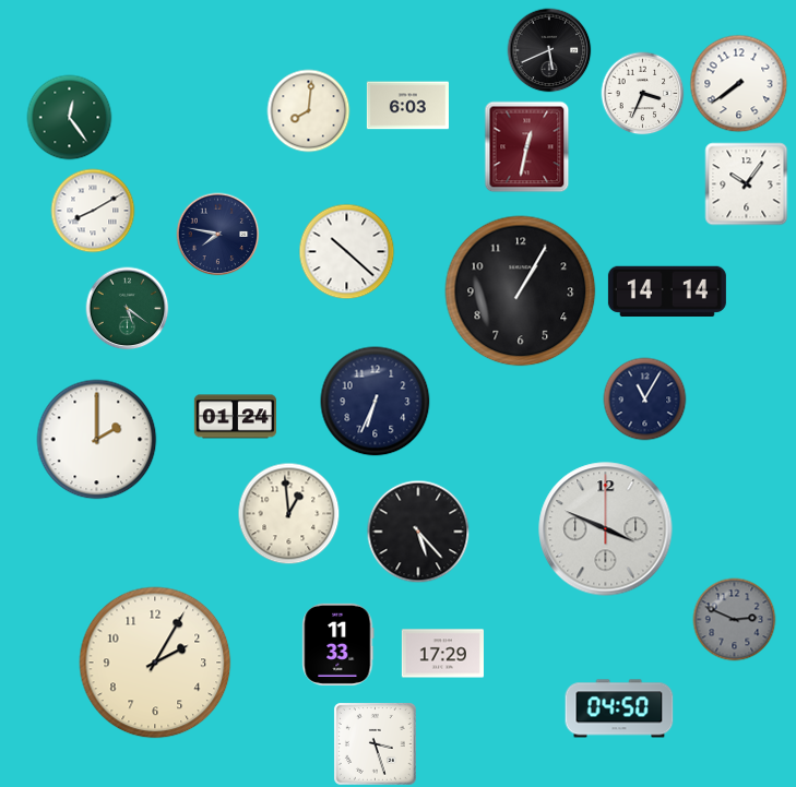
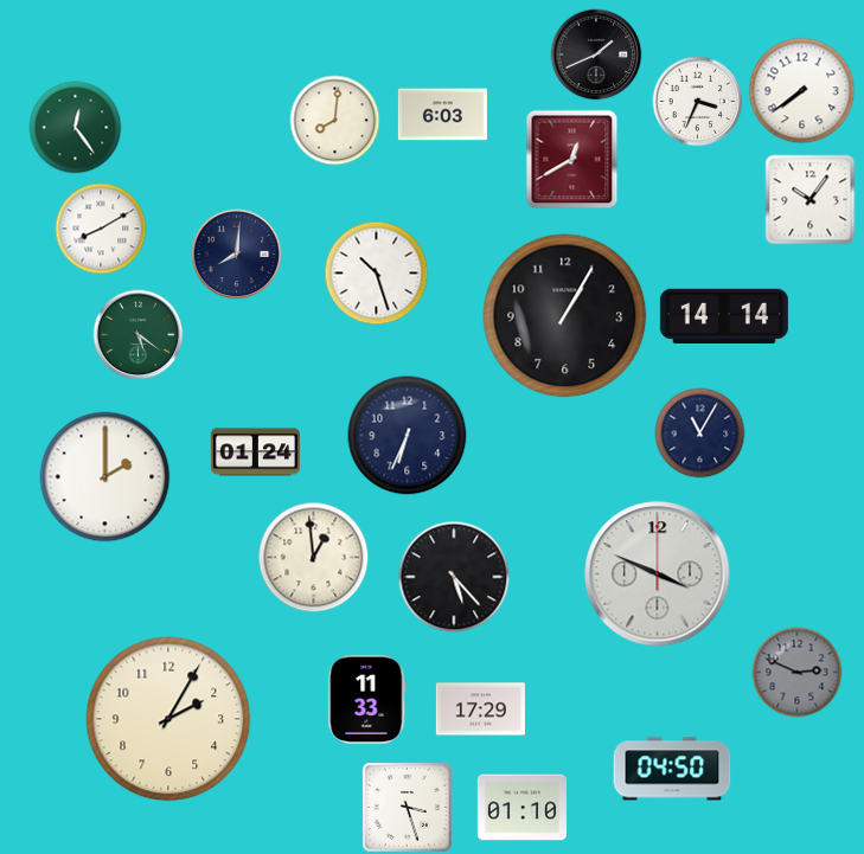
clock at (549, 50): 5:41 -> 1:41
clock at (527, 147): 12:32 -> 12:40
clock at (218, 235): 7:47 -> 8:01
clock at (347, 252): 10:22 -> 10:27
clock at (521, 808): none -> 01:10
